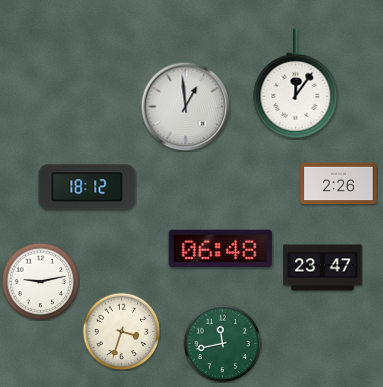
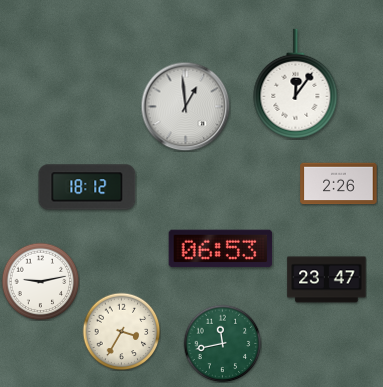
clock at (221, 249): 06:48 -> 06:53
clock at (323, 268) position: (323, 268) -> (327, 280)
clock at (121, 331): 3:33 -> 3:35
